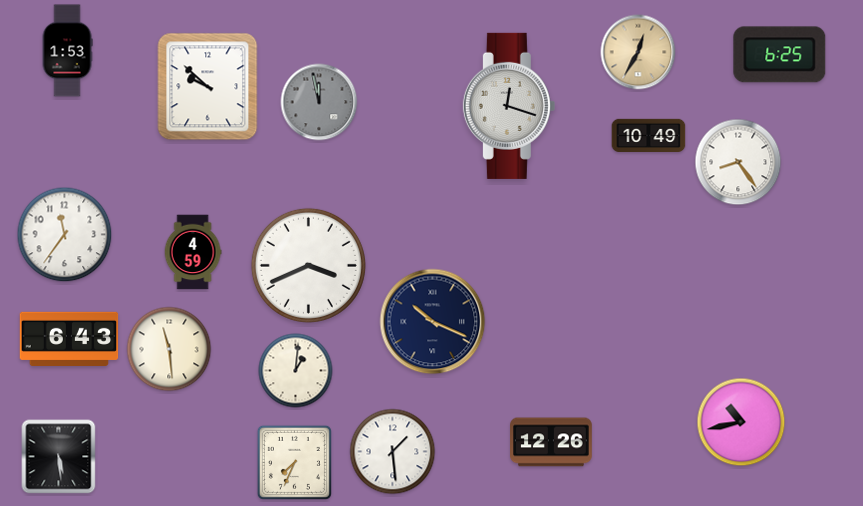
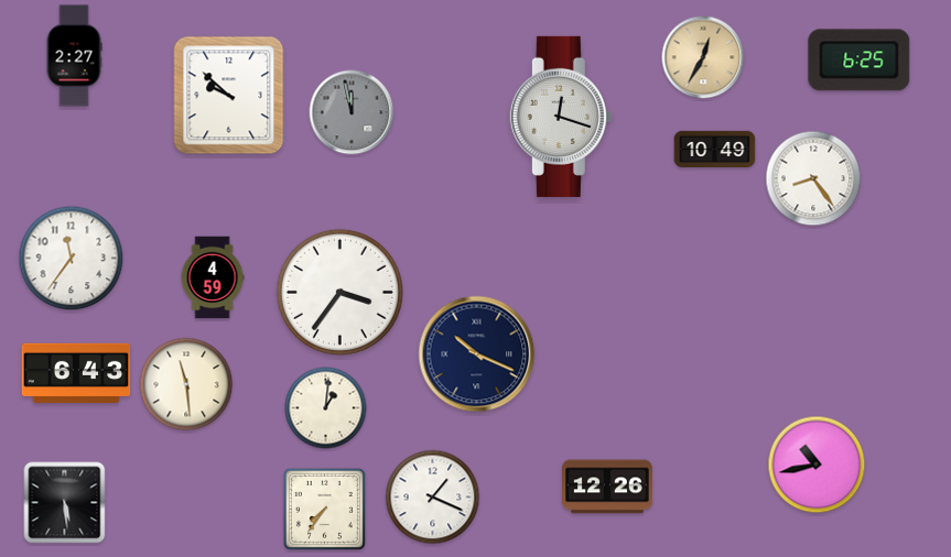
clock at (67, 51): 1:53 -> 2:27
clock at (308, 265): 3:41 -> 3:36
clock at (393, 452): 1:29 -> 1:19
clock at (294, 462): 7:34 -> 7:36
